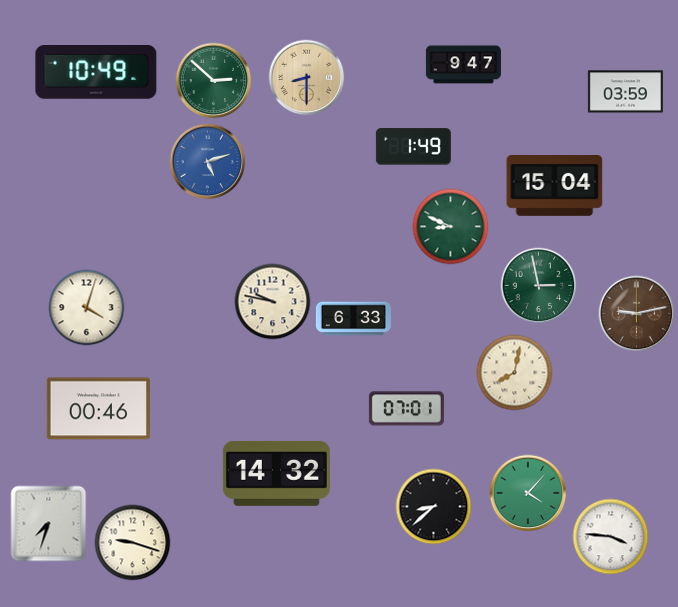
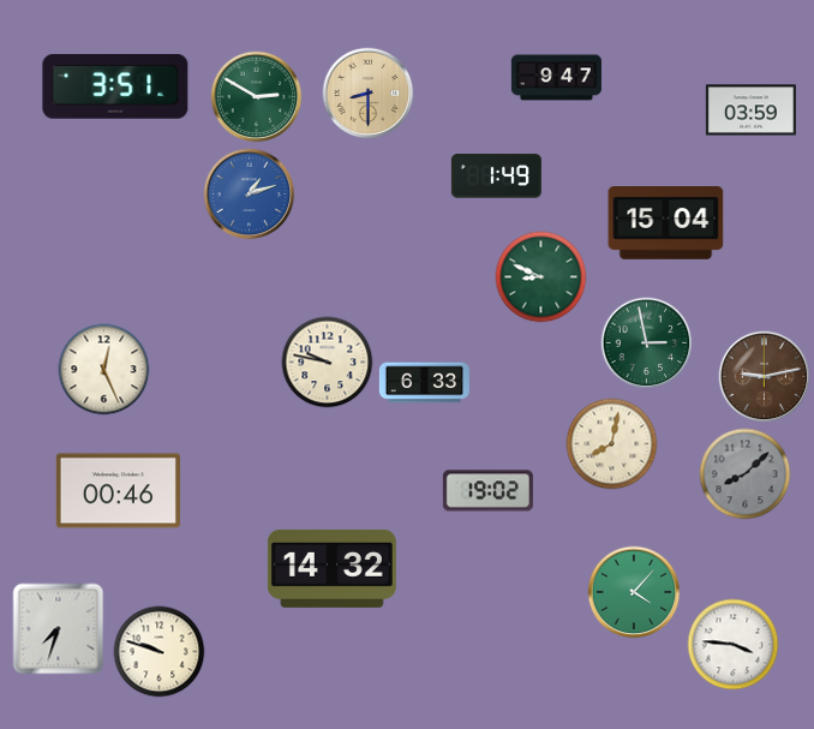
clock at (96, 73): 10:49 -> 3:51
clock at (214, 81): 2:52 -> 2:50
clock at (208, 162): 5:12 -> 1:12
clock at (451, 227) position: (451, 227) -> (541, 277)
clock at (87, 308): 4:03 -> 12:26
clock at (515, 373) position: (515, 373) -> (612, 444)
clock at (746, 474): none -> 8:08
clock at (406, 409): 07:01 -> 19:02
clock at (434, 507): 8:38 -> none
clock at (133, 543): 9:18 -> 9:48
